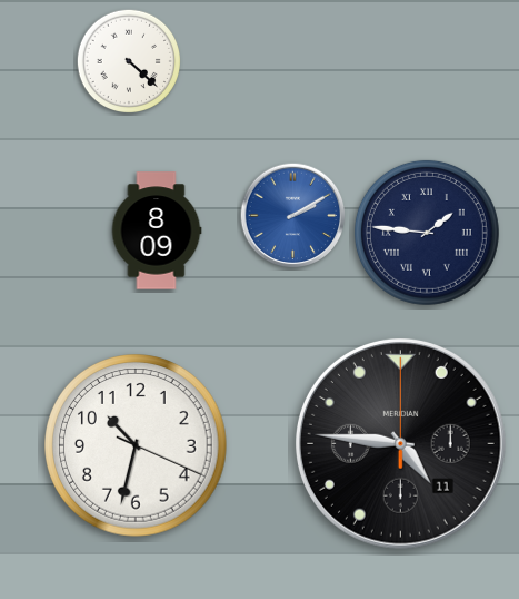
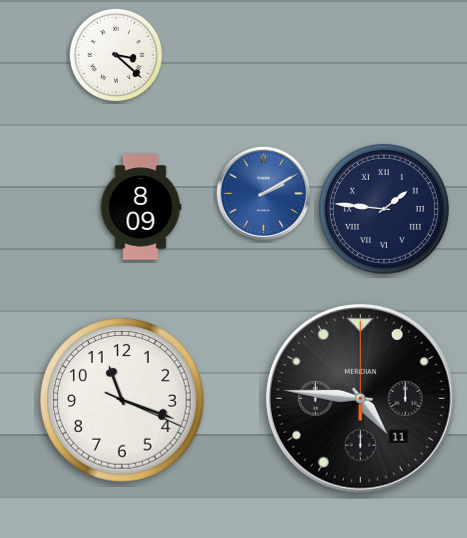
clock at (128, 60): 4:22 -> 3:22
clock at (136, 445): 10:32 -> 11:18
